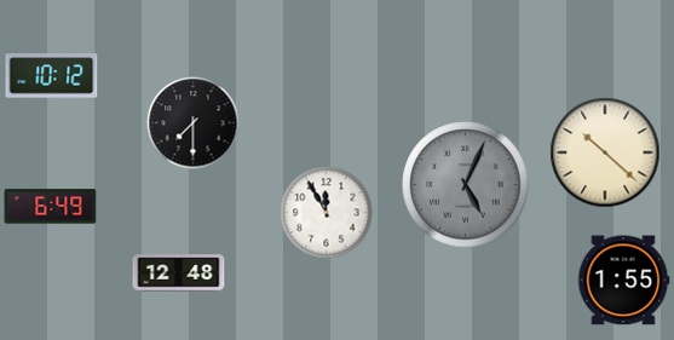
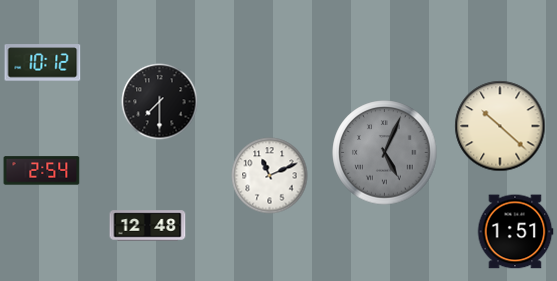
clock at (51, 207): 6:49 -> 2:54
clock at (327, 213): 11:55 -> 11:11
clock at (623, 281): 1:55 -> 1:51
